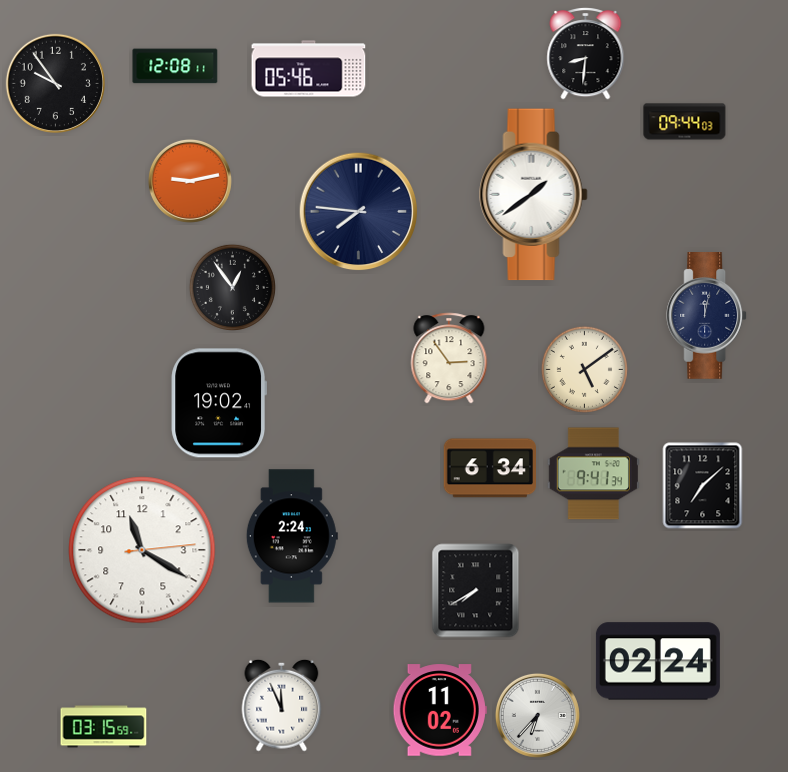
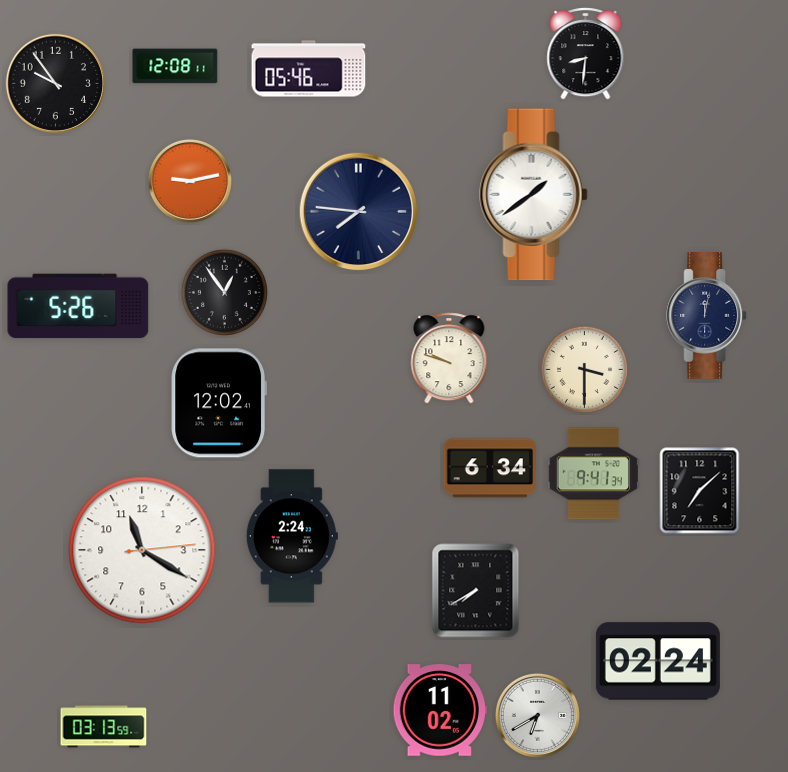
clock at (685, 122): 09:44 -> none
clock at (232, 287) position: (232, 287) -> (224, 292)
clock at (78, 306): none -> 5:26
clock at (449, 358): 2:54 -> 9:48
clock at (584, 369): 5:09 -> 3:30
clock at (218, 403): 19:02 -> 12:02
clock at (703, 486) position: (703, 486) -> (700, 491)
clock at (282, 705): 11:56 -> none
clock at (537, 715): 6:37 -> 6:40
clock at (104, 727): 03:15 -> 03:13
